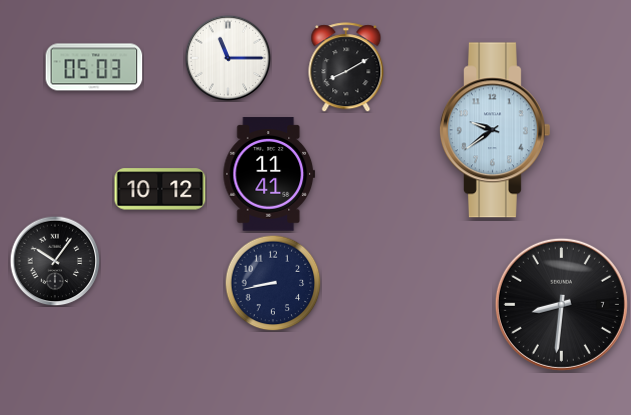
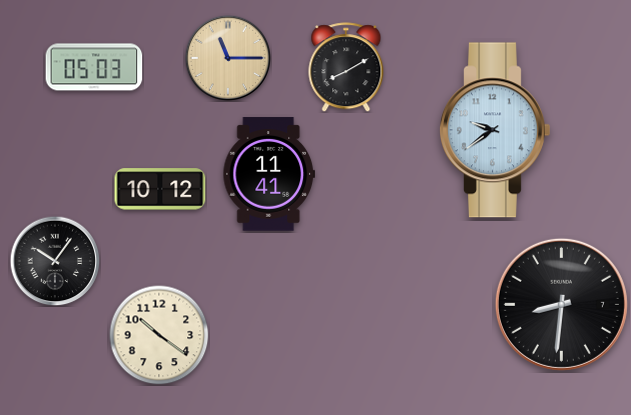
clock at (228, 58) dial: white -> champagne
clock at (273, 283): 8:43 -> none
clock at (159, 335): none -> 10:21
